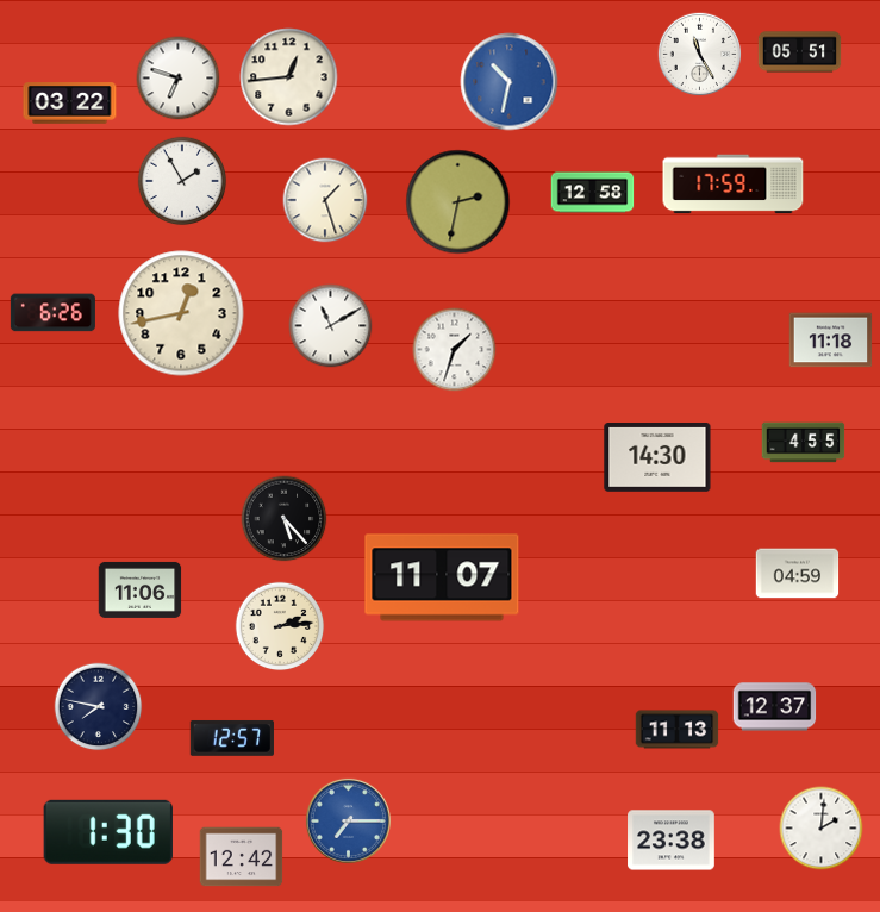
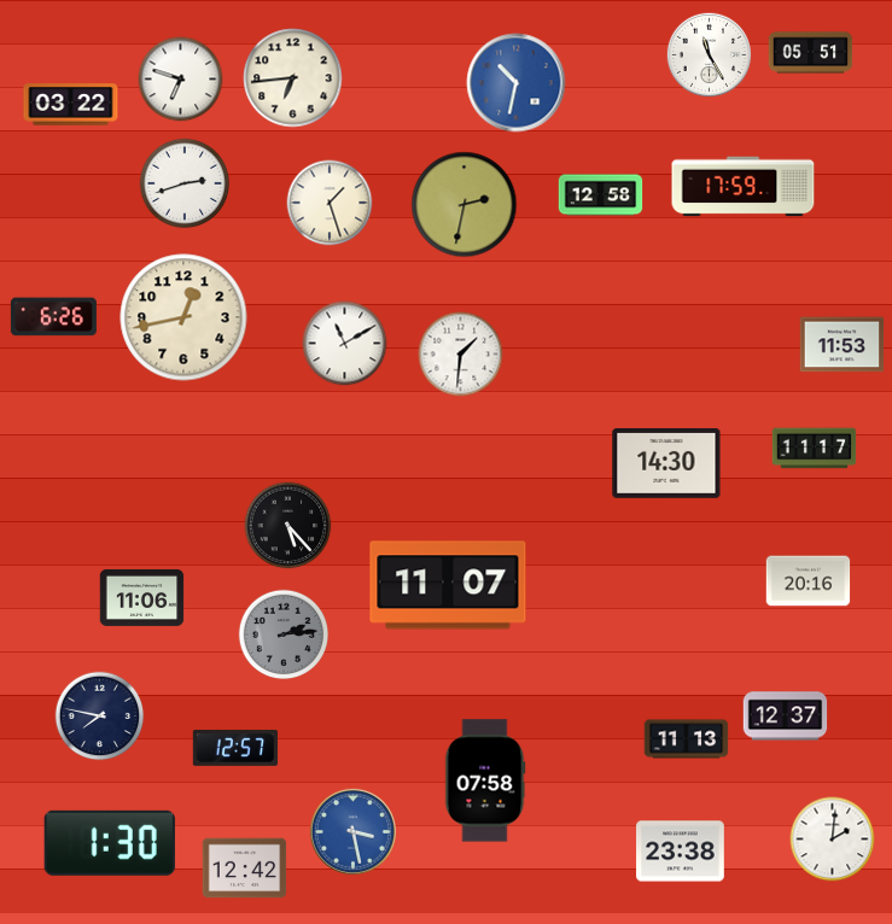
clock at (289, 77): 12:44 -> 6:44
clock at (182, 181): 1:55 -> 2:42
clock at (331, 326) position: (331, 326) -> (345, 344)
clock at (831, 341): 11:18 -> 11:53
clock at (455, 350): 1:33 -> 1:31
clock at (804, 443): 4:55 -> 11:17
clock at (798, 574): 04:59 -> 20:16
clock at (280, 626) dial: cream -> grey
clock at (485, 780): none -> 07:58
clock at (348, 820): 7:15 -> 3:28
